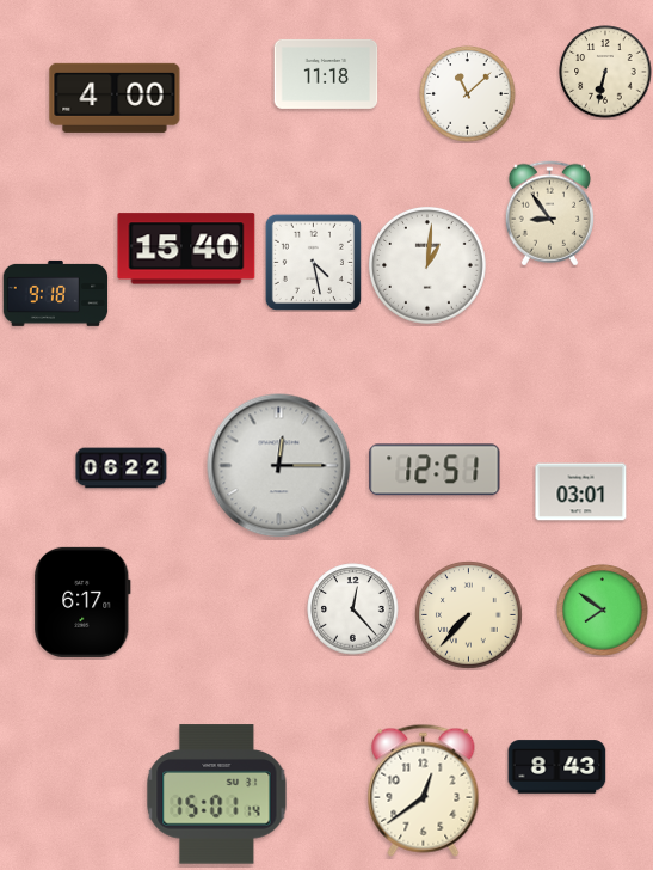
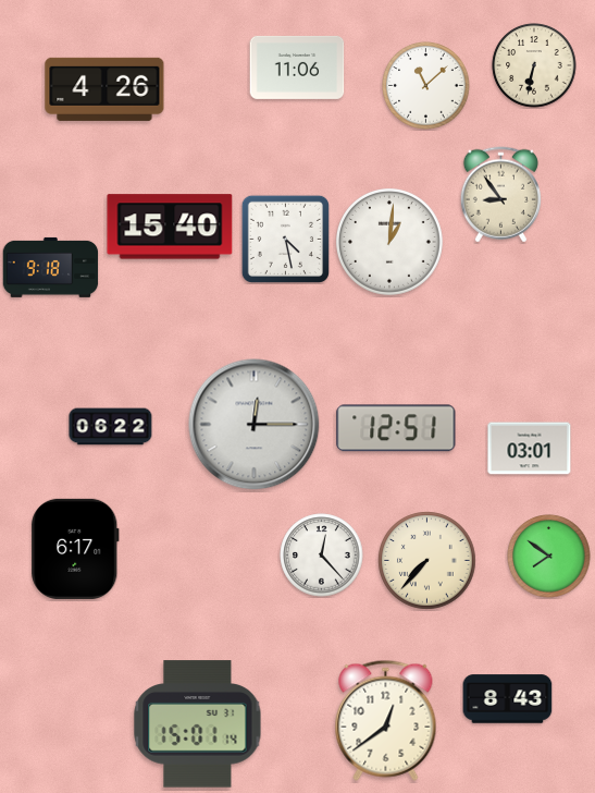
clock at (605, 72) position: (605, 72) -> (534, 65)
clock at (326, 74): 11:18 -> 11:06
clock at (115, 98): 4:00 -> 4:26
